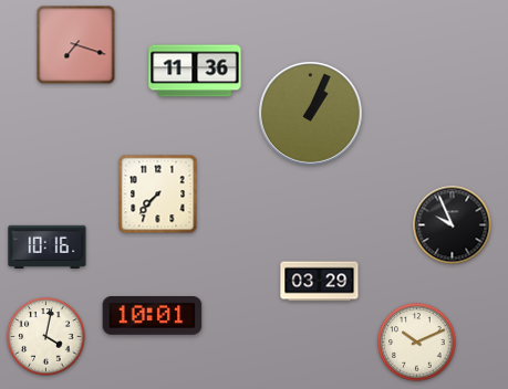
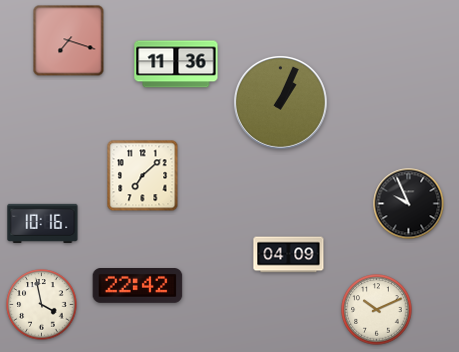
clock at (158, 195): 7:37 -> 7:08
clock at (320, 282): 03:29 -> 04:09
clock at (153, 316): 10:01 -> 22:42
clock at (46, 337): 4:02 -> 3:58
